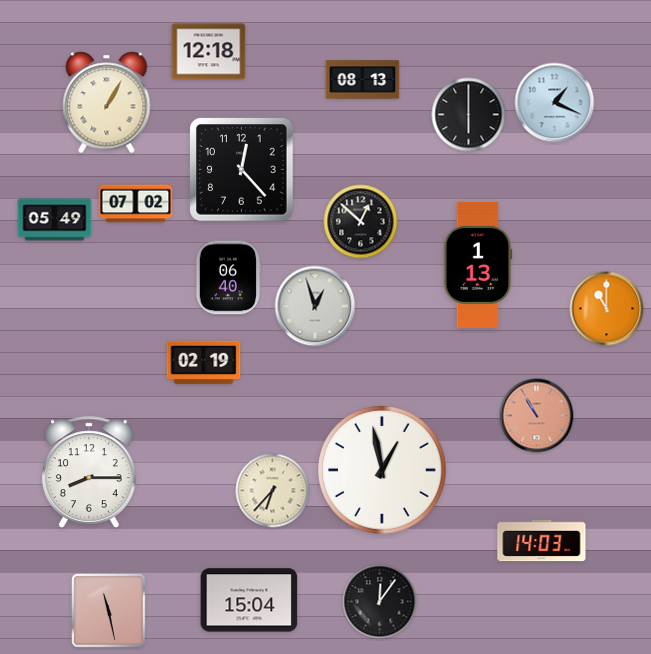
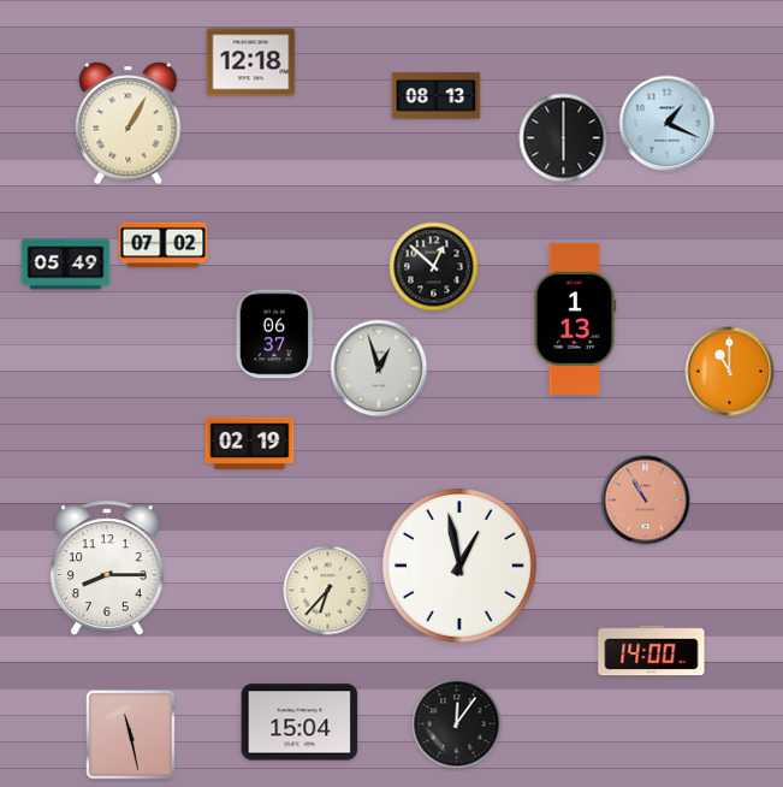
clock at (242, 170): 12:23 -> none
clock at (227, 278): 06:40 -> 06:37
clock at (204, 363) position: (204, 363) -> (250, 444)
clock at (542, 541): 14:03 -> 14:00
